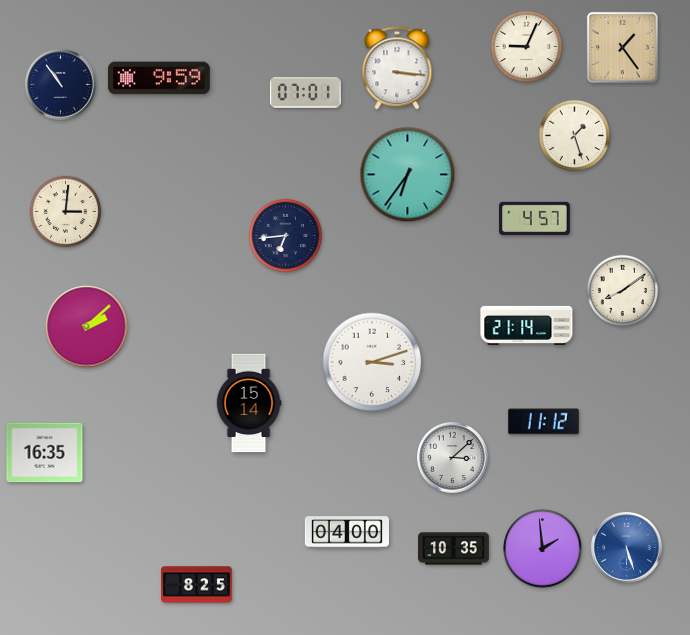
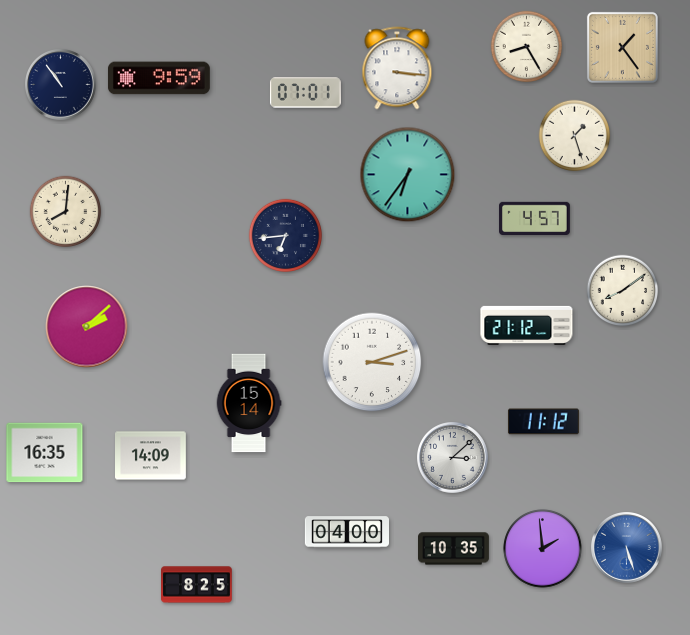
clock at (527, 47): 9:04 -> 8:25
clock at (66, 212): 3:01 -> 8:01
clock at (527, 325): 21:14 -> 21:12
clock at (151, 456): none -> 14:09
